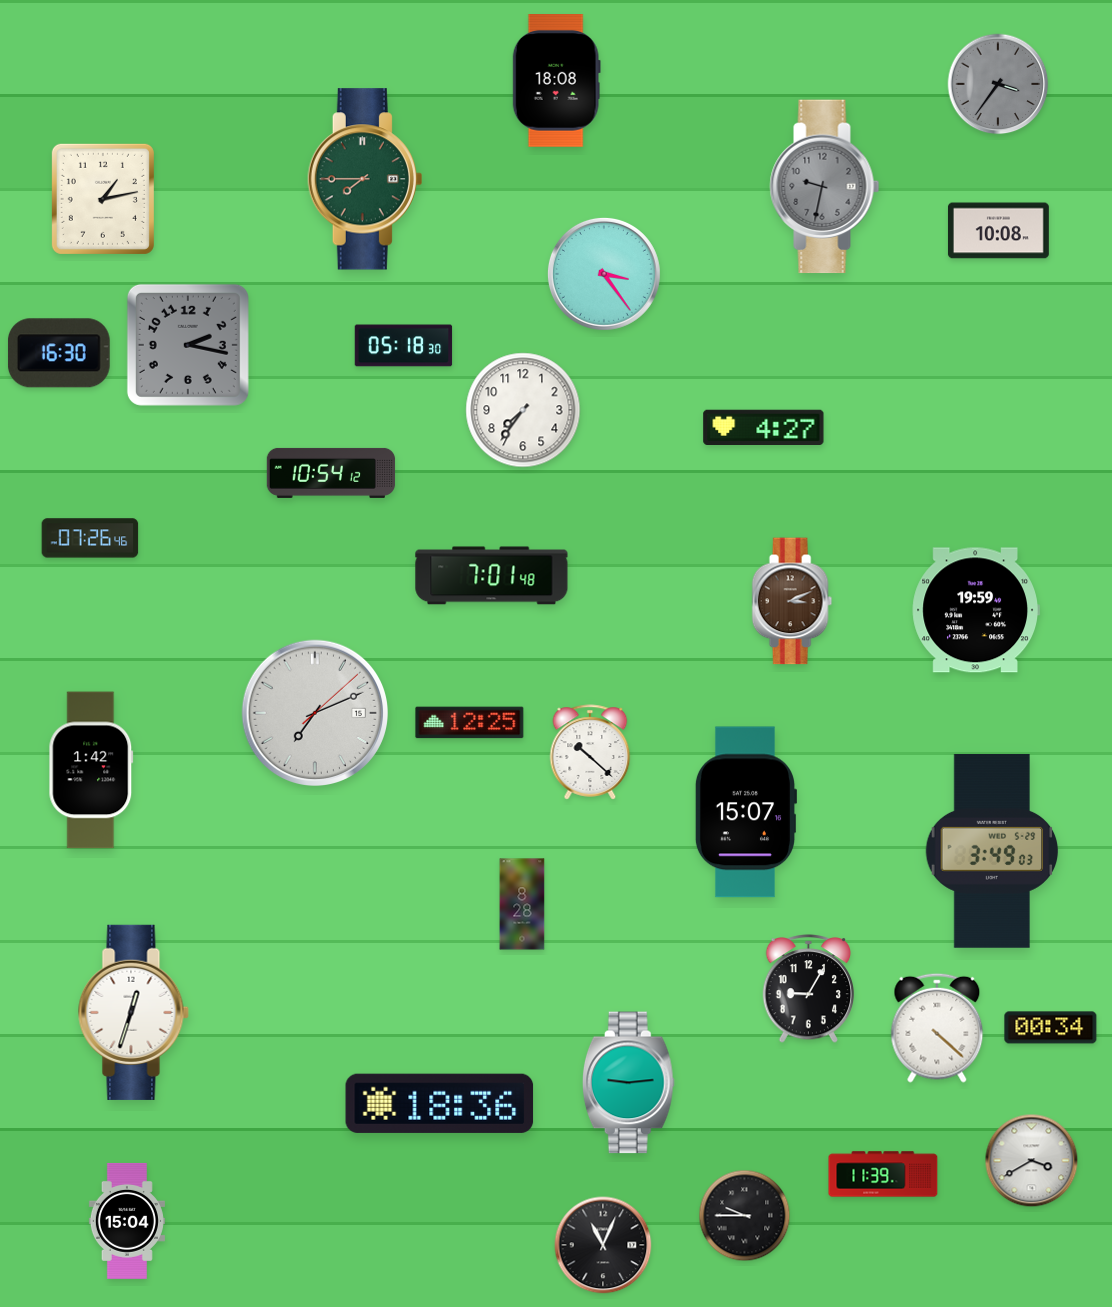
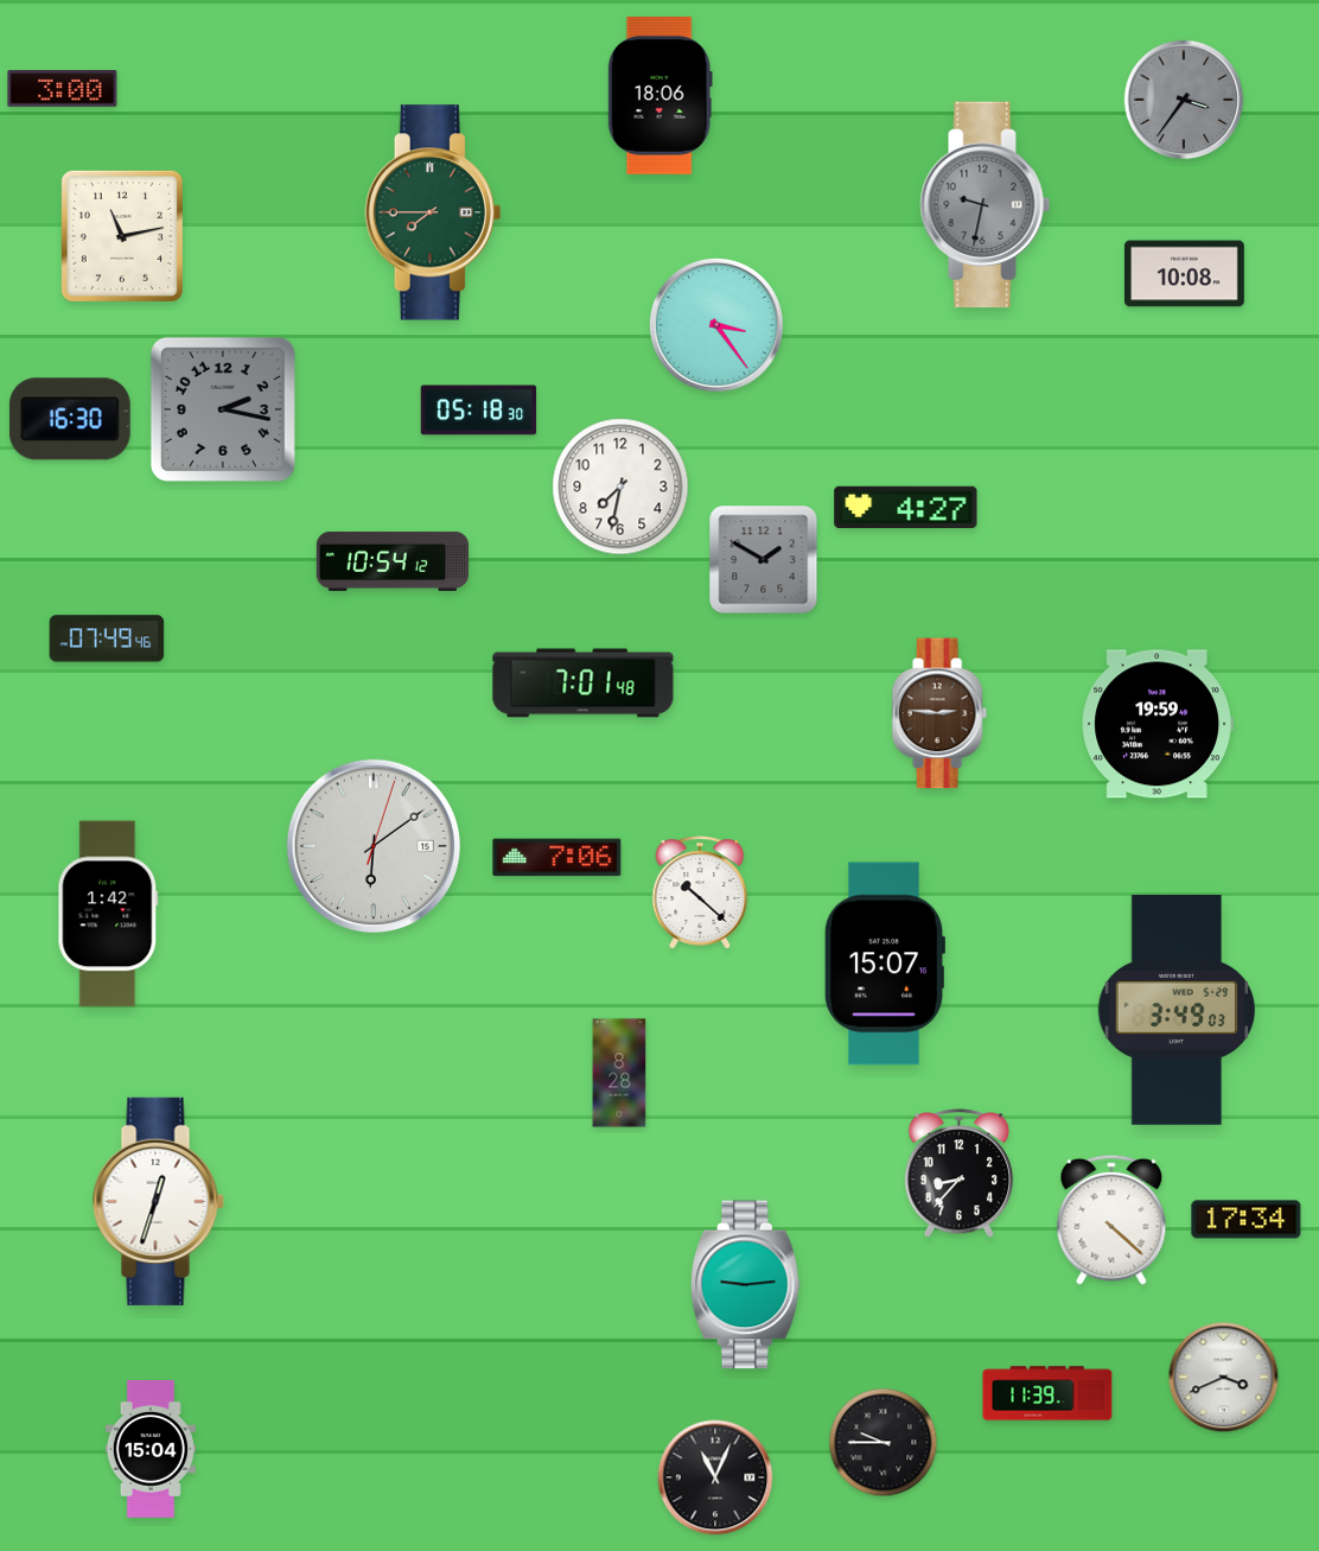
clock at (63, 89): none -> 3:00
clock at (556, 81): 18:08 -> 18:06
clock at (825, 187) position: (825, 187) -> (986, 205)
clock at (103, 199): 1:13 -> 11:13
clock at (523, 410): 7:36 -> 7:32
clock at (764, 560): none -> 1:50
clock at (90, 538): 07:26 -> 07:49
clock at (792, 601): 3:11 -> 2:46
clock at (314, 712): 7:11 -> 6:09
clock at (470, 723): 12:25 -> 7:06
clock at (809, 989): 9:05 -> 8:37
clock at (1051, 1028): 00:34 -> 17:34
clock at (440, 1103): 18:36 -> none
clock at (1032, 1161): 3:40 -> 3:41
